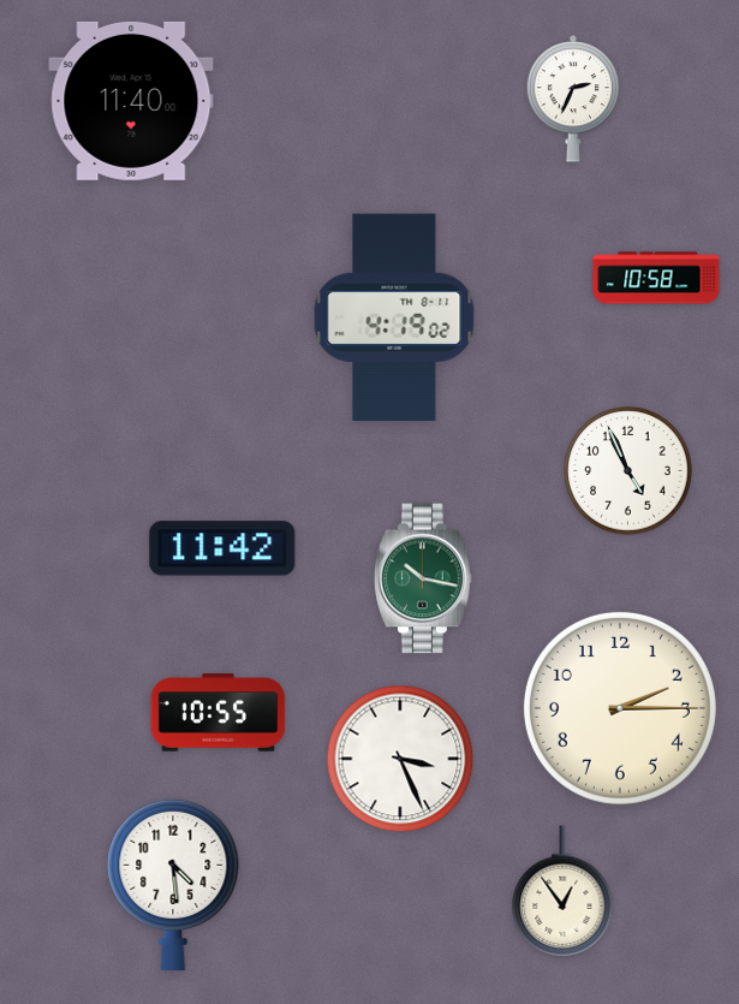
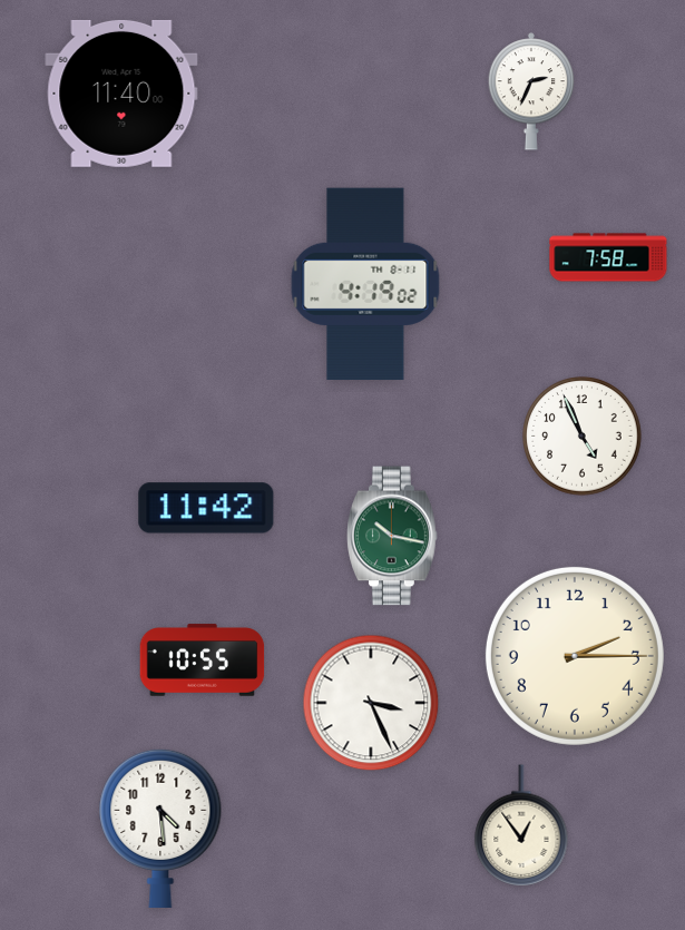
clock at (656, 278): 10:58 -> 7:58
clock at (394, 317) position: (394, 317) -> (365, 284)
clock at (173, 884) position: (173, 884) -> (160, 828)
